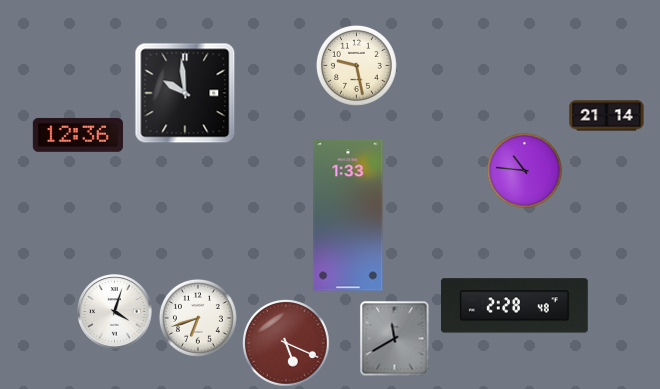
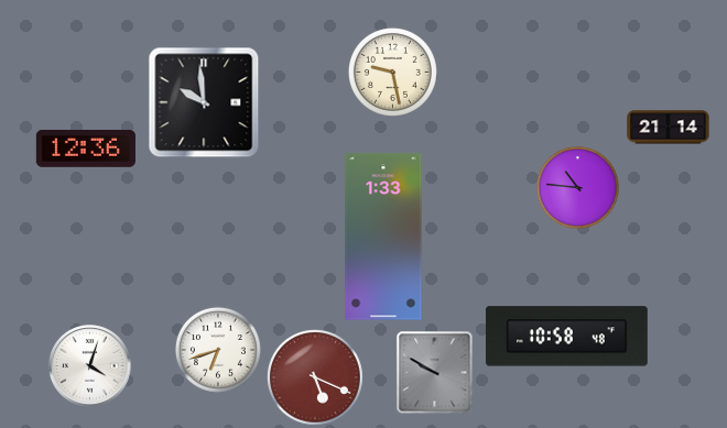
clock at (514, 306): 2:28 -> 10:58
clock at (115, 312) position: (115, 312) -> (90, 366)
clock at (395, 339): 11:40 -> 9:50
